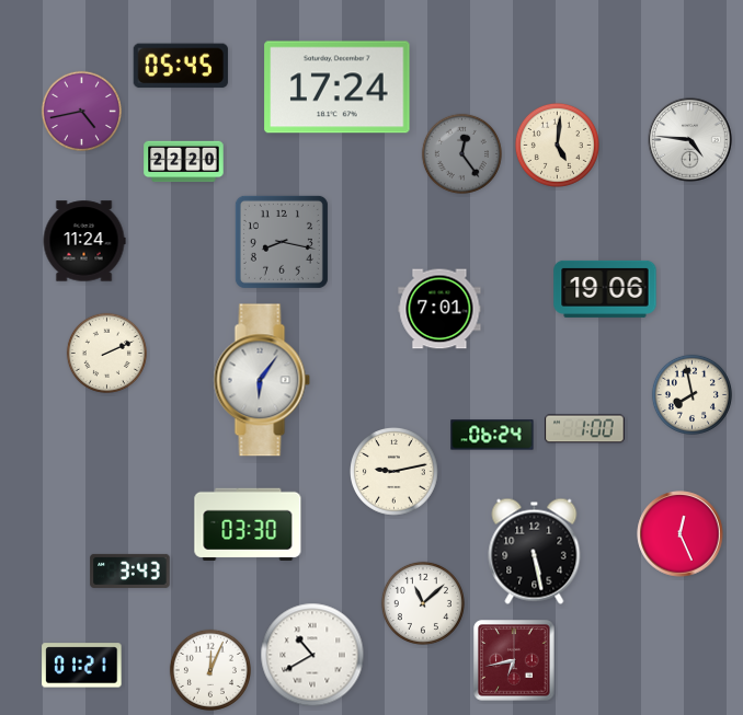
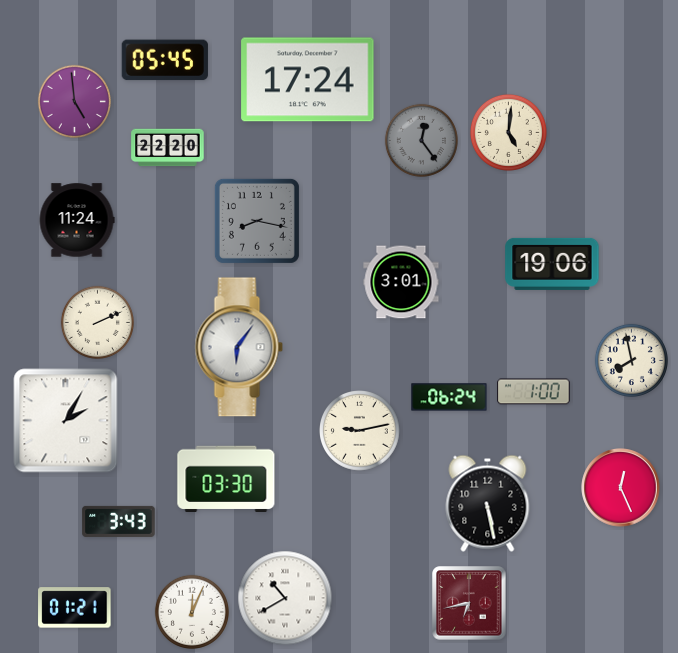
clock at (81, 111): 4:43 -> 4:59
clock at (690, 140): 4:46 -> none
clock at (439, 309): 7:01 -> 3:01
clock at (66, 421): none -> 2:05
clock at (423, 603): 11:08 -> none
